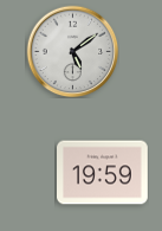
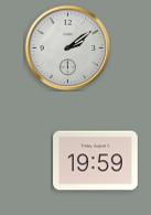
clock at (72, 51): 5:09 -> 2:09
